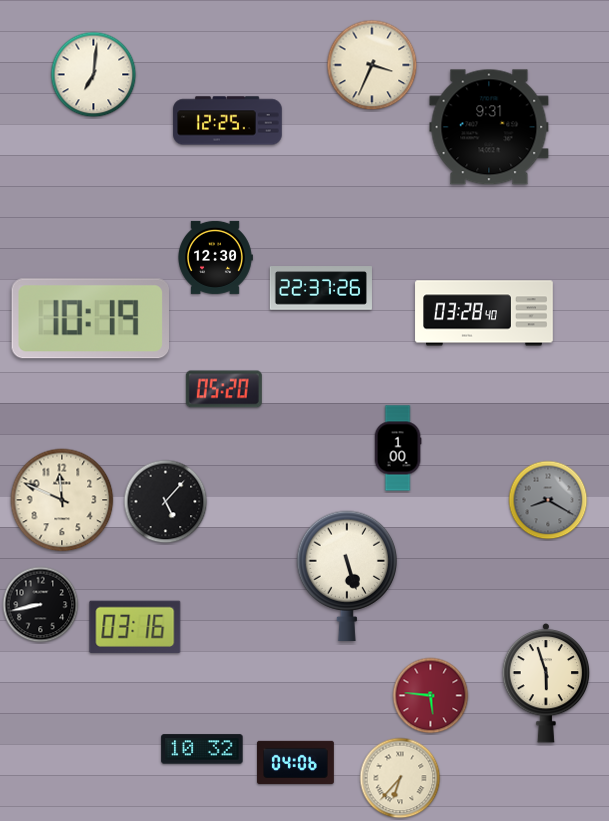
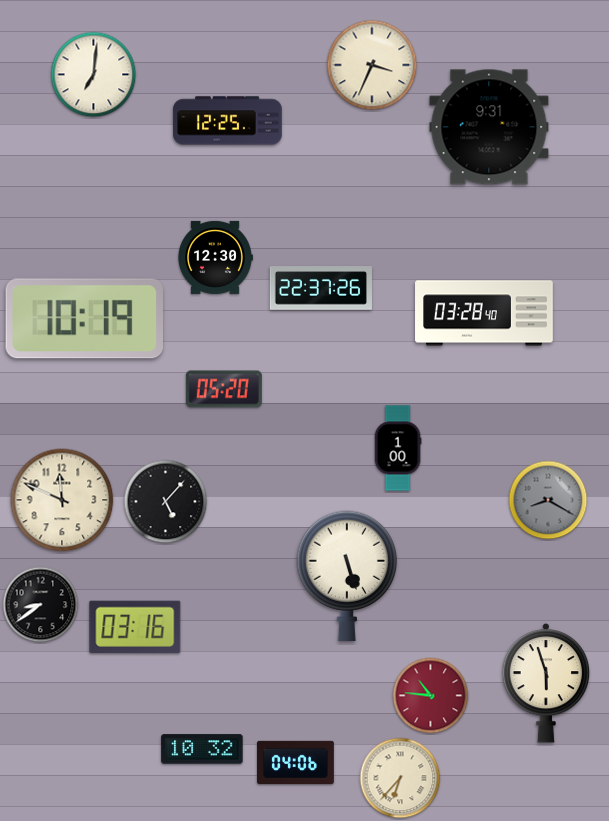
clock at (90, 319) position: (90, 319) -> (84, 319)
clock at (41, 605): 8:43 -> 8:39
clock at (431, 696): 5:46 -> 10:46
